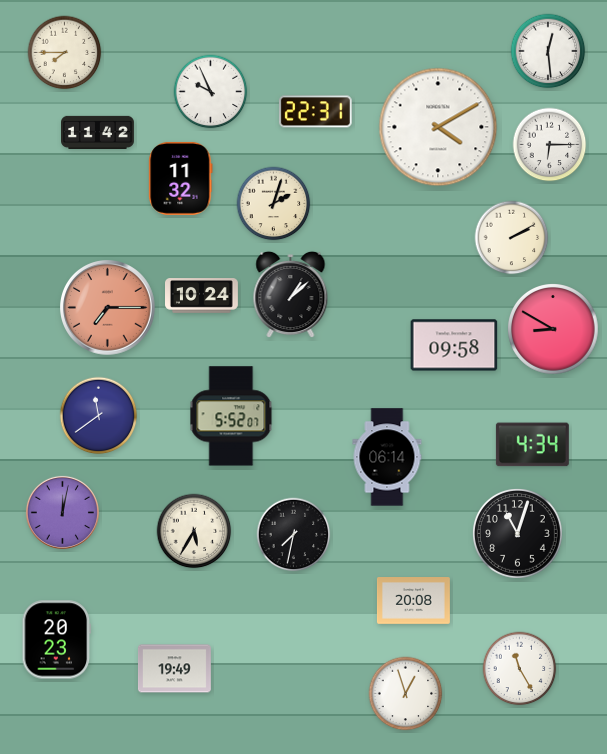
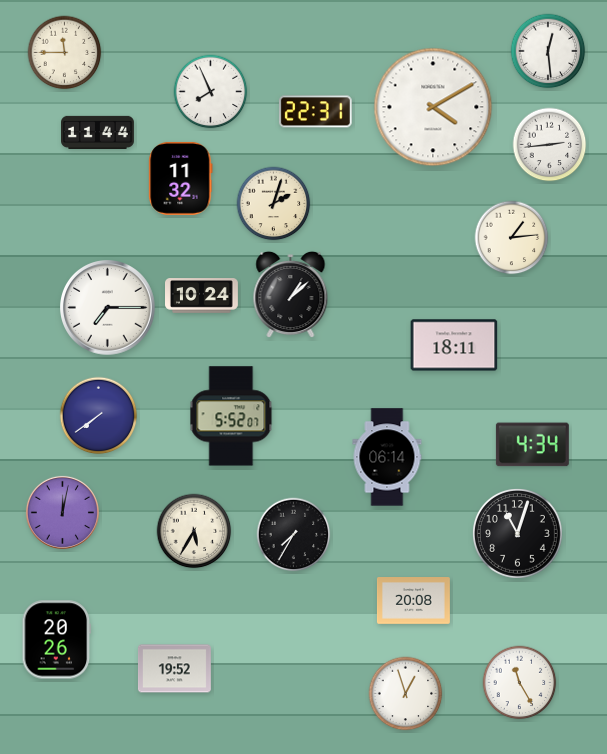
clock at (65, 53): 7:45 -> 11:45
clock at (211, 92): 9:56 -> 7:56
clock at (438, 127) position: (438, 127) -> (433, 107)
clock at (98, 132): 11:42 -> 11:44
clock at (550, 145): 6:15 -> 2:44
clock at (512, 238): 2:10 -> 1:14
clock at (108, 308) dial: salmon -> white
clock at (554, 330): 8:50 -> none
clock at (454, 345): 09:58 -> 18:11
clock at (99, 416): 11:39 -> 7:39
clock at (294, 535): 7:32 -> 7:35
clock at (57, 640): 20:23 -> 20:26
clock at (174, 669): 19:49 -> 19:52
clock at (520, 669) position: (520, 669) -> (520, 683)
